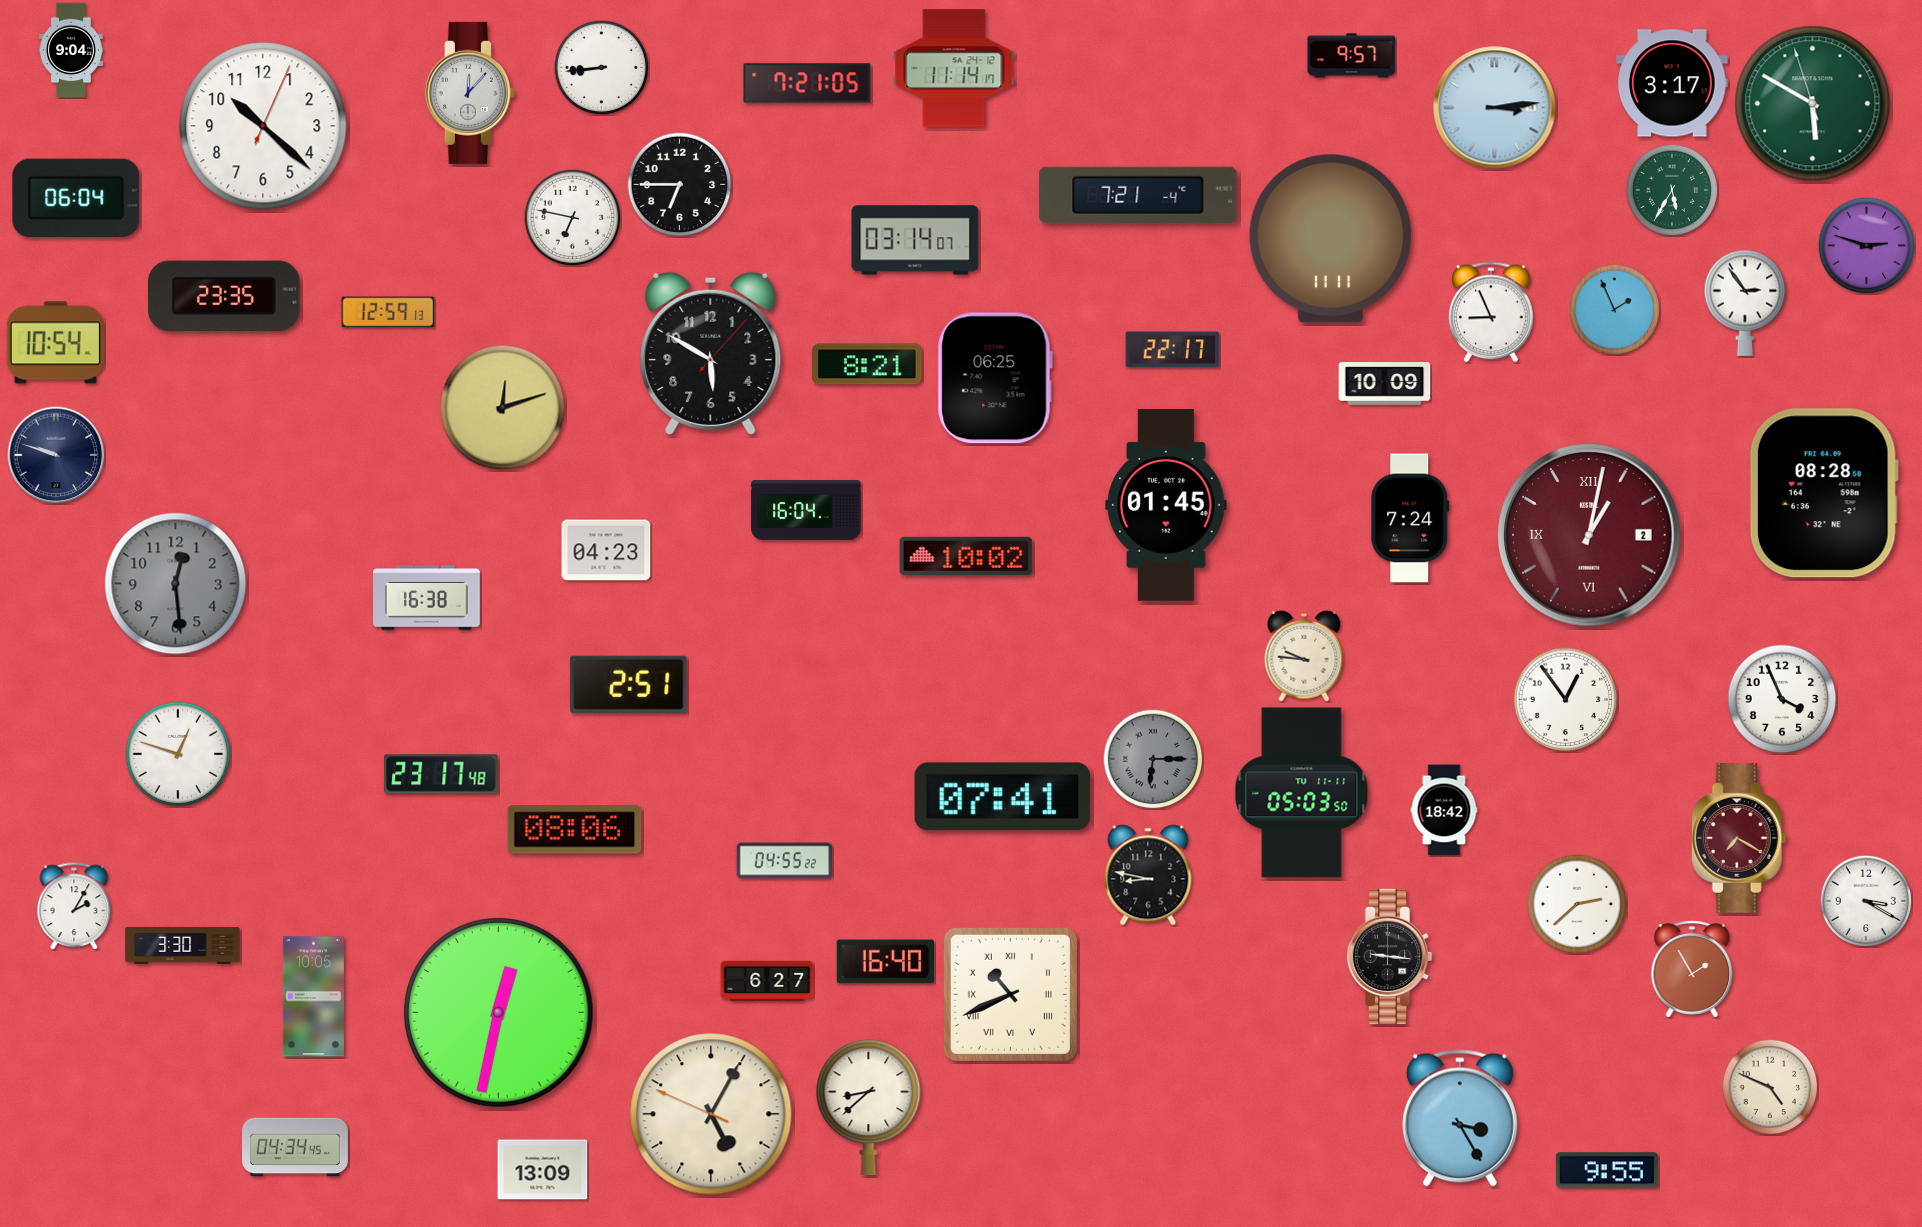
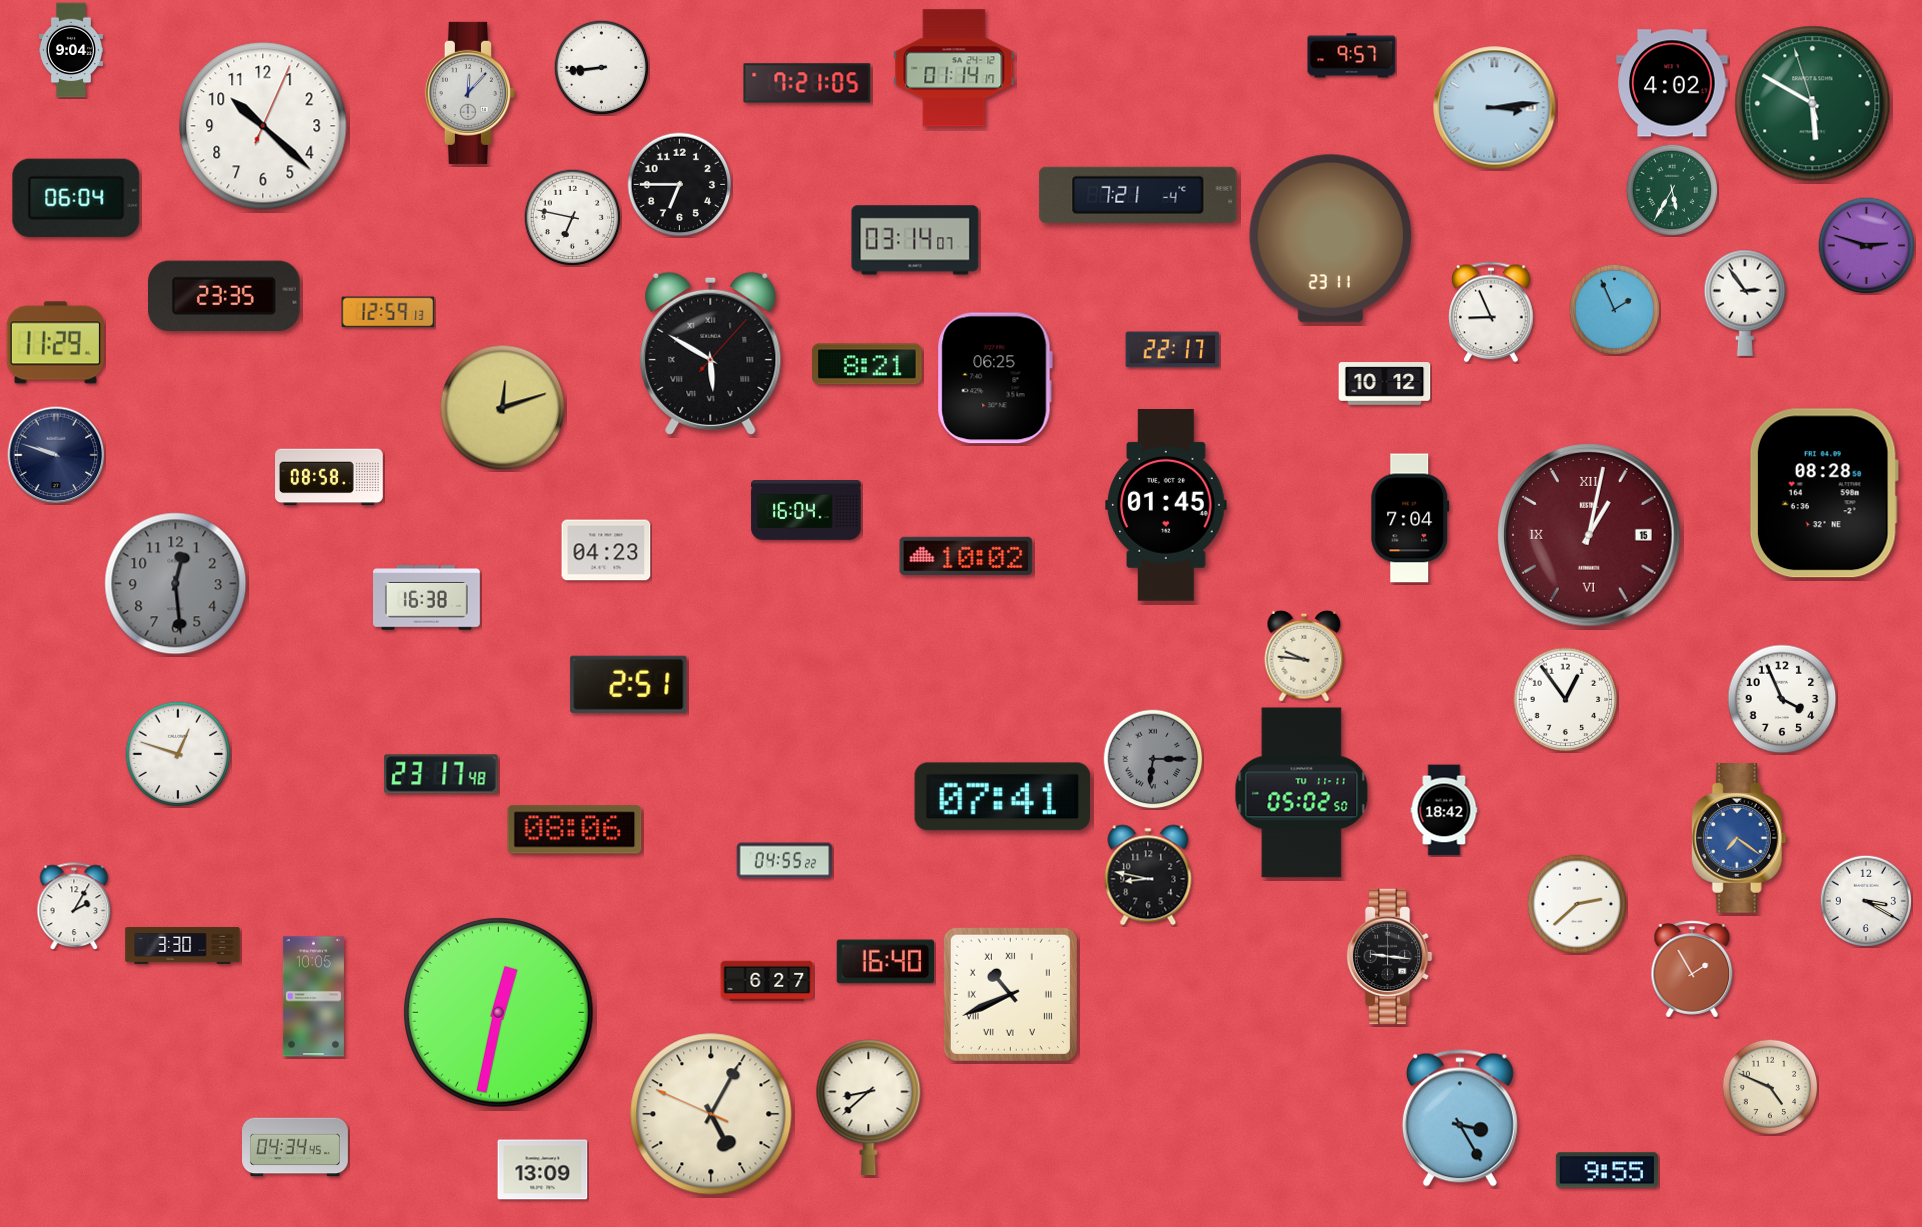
clock at (954, 68): 11:14 -> 01:14
clock at (1672, 83): 3:17 -> 4:02
clock at (1331, 239): 11:11 -> 23:11
clock at (55, 343): 10:54 -> 11:29
clock at (711, 353) numerals: Arabic -> Roman
clock at (1385, 384): 10:09 -> 10:12
clock at (329, 477): none -> 08:58
clock at (1410, 518): 7:24 -> 7:04
clock at (1590, 536) date: 2 -> 15
clock at (1302, 793): 05:03 -> 05:02
clock at (1739, 839): 7:20 -> 7:21
clock at (1739, 839) dial: burgundy -> blue
